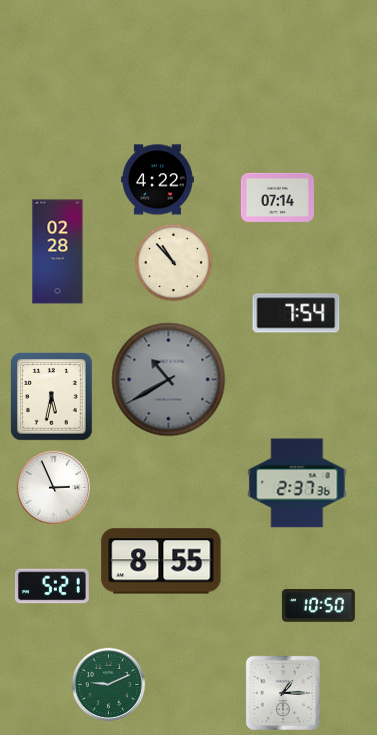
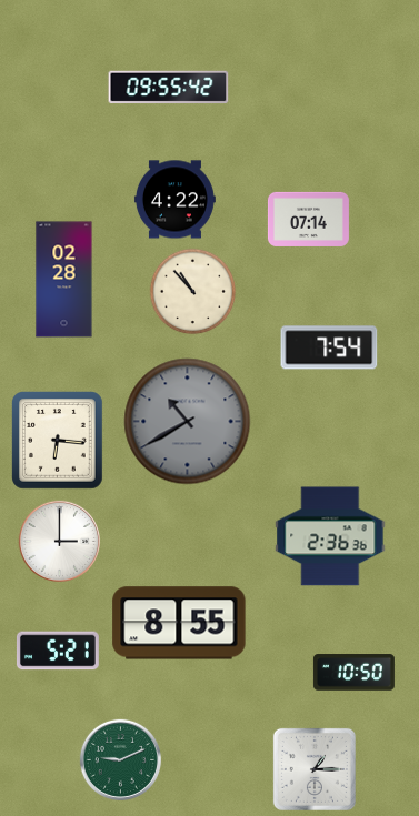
clock at (169, 88): none -> 09:55
clock at (52, 397): 5:32 -> 6:16
clock at (297, 483): 2:37 -> 2:36
clock at (53, 487): 2:56 -> 3:00
